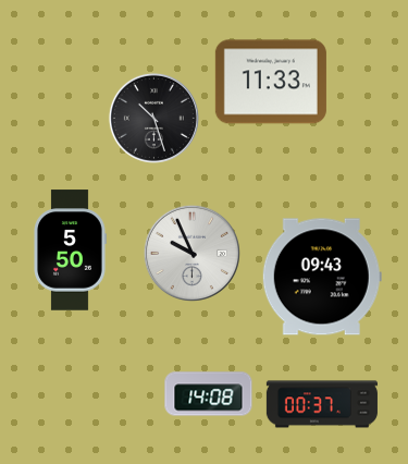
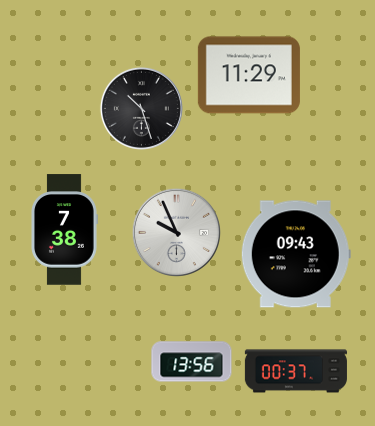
clock at (271, 82): 11:33 -> 11:29
clock at (70, 251): 5:50 -> 7:38
clock at (209, 394): 14:08 -> 13:56
